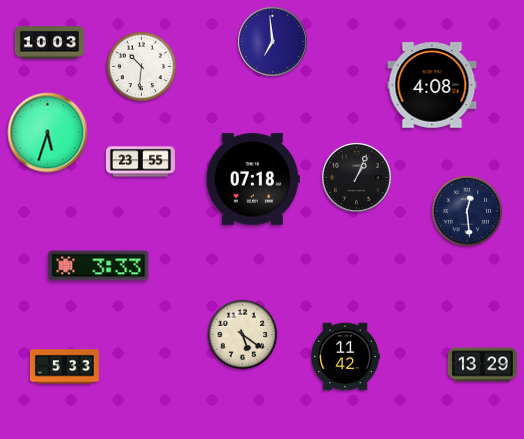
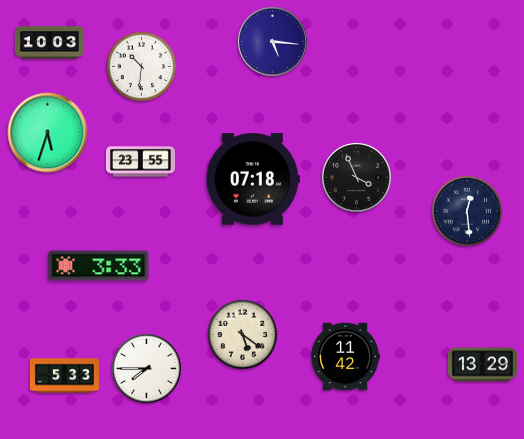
clock at (273, 42): 6:59 -> 5:16
clock at (432, 85): 4:08 -> none
clock at (357, 178): 1:04 -> 3:56
clock at (64, 367) position: (64, 367) -> (64, 376)
clock at (147, 369): none -> 7:45
